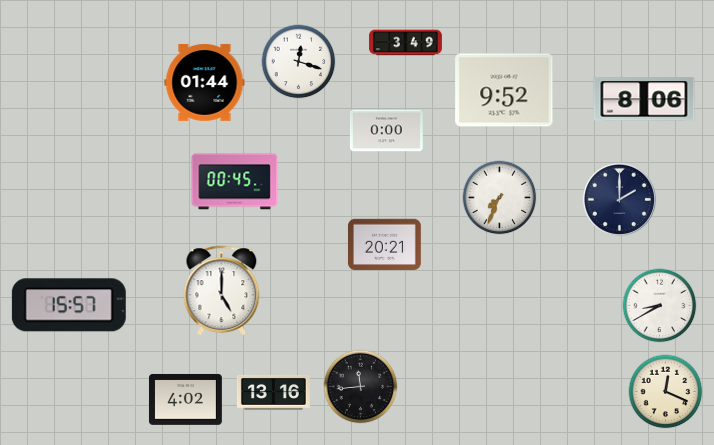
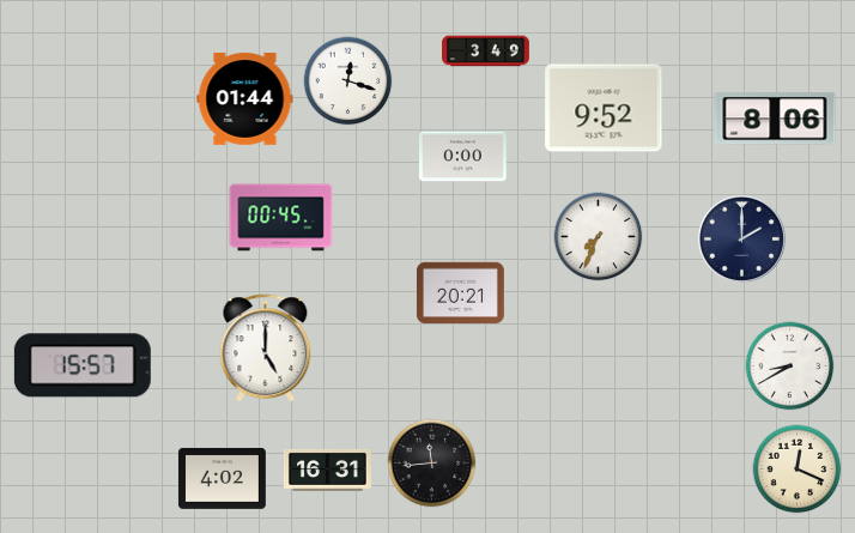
clock at (299, 62) position: (299, 62) -> (348, 81)
clock at (644, 99) position: (644, 99) -> (775, 119)
clock at (273, 392): 13:16 -> 16:31
